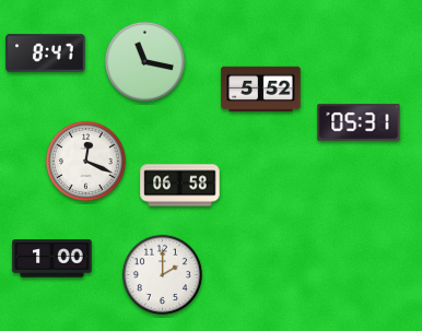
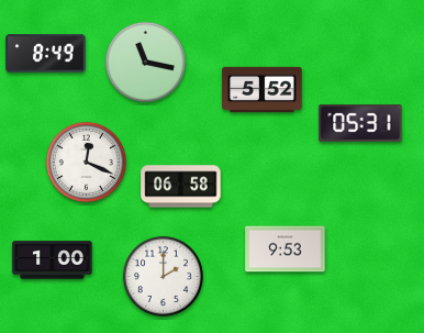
clock at (46, 54): 8:47 -> 8:49
clock at (286, 249): none -> 9:53
